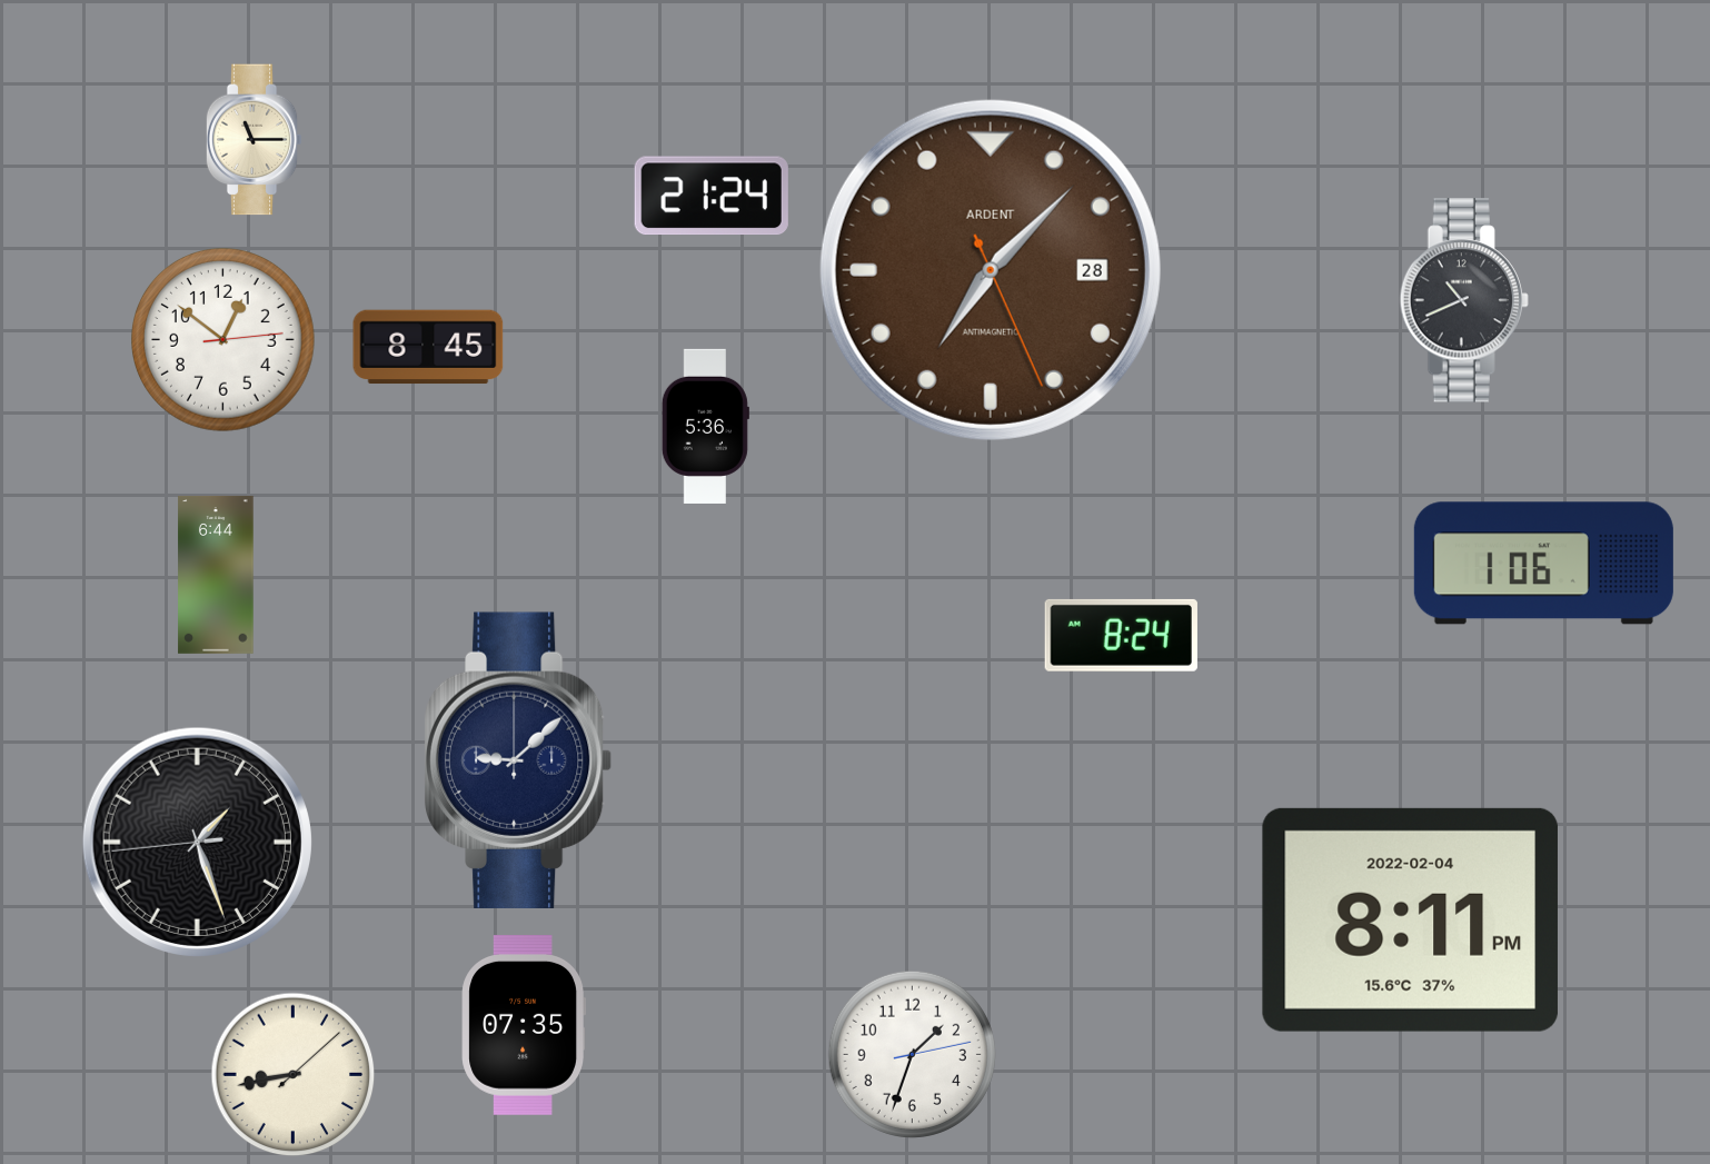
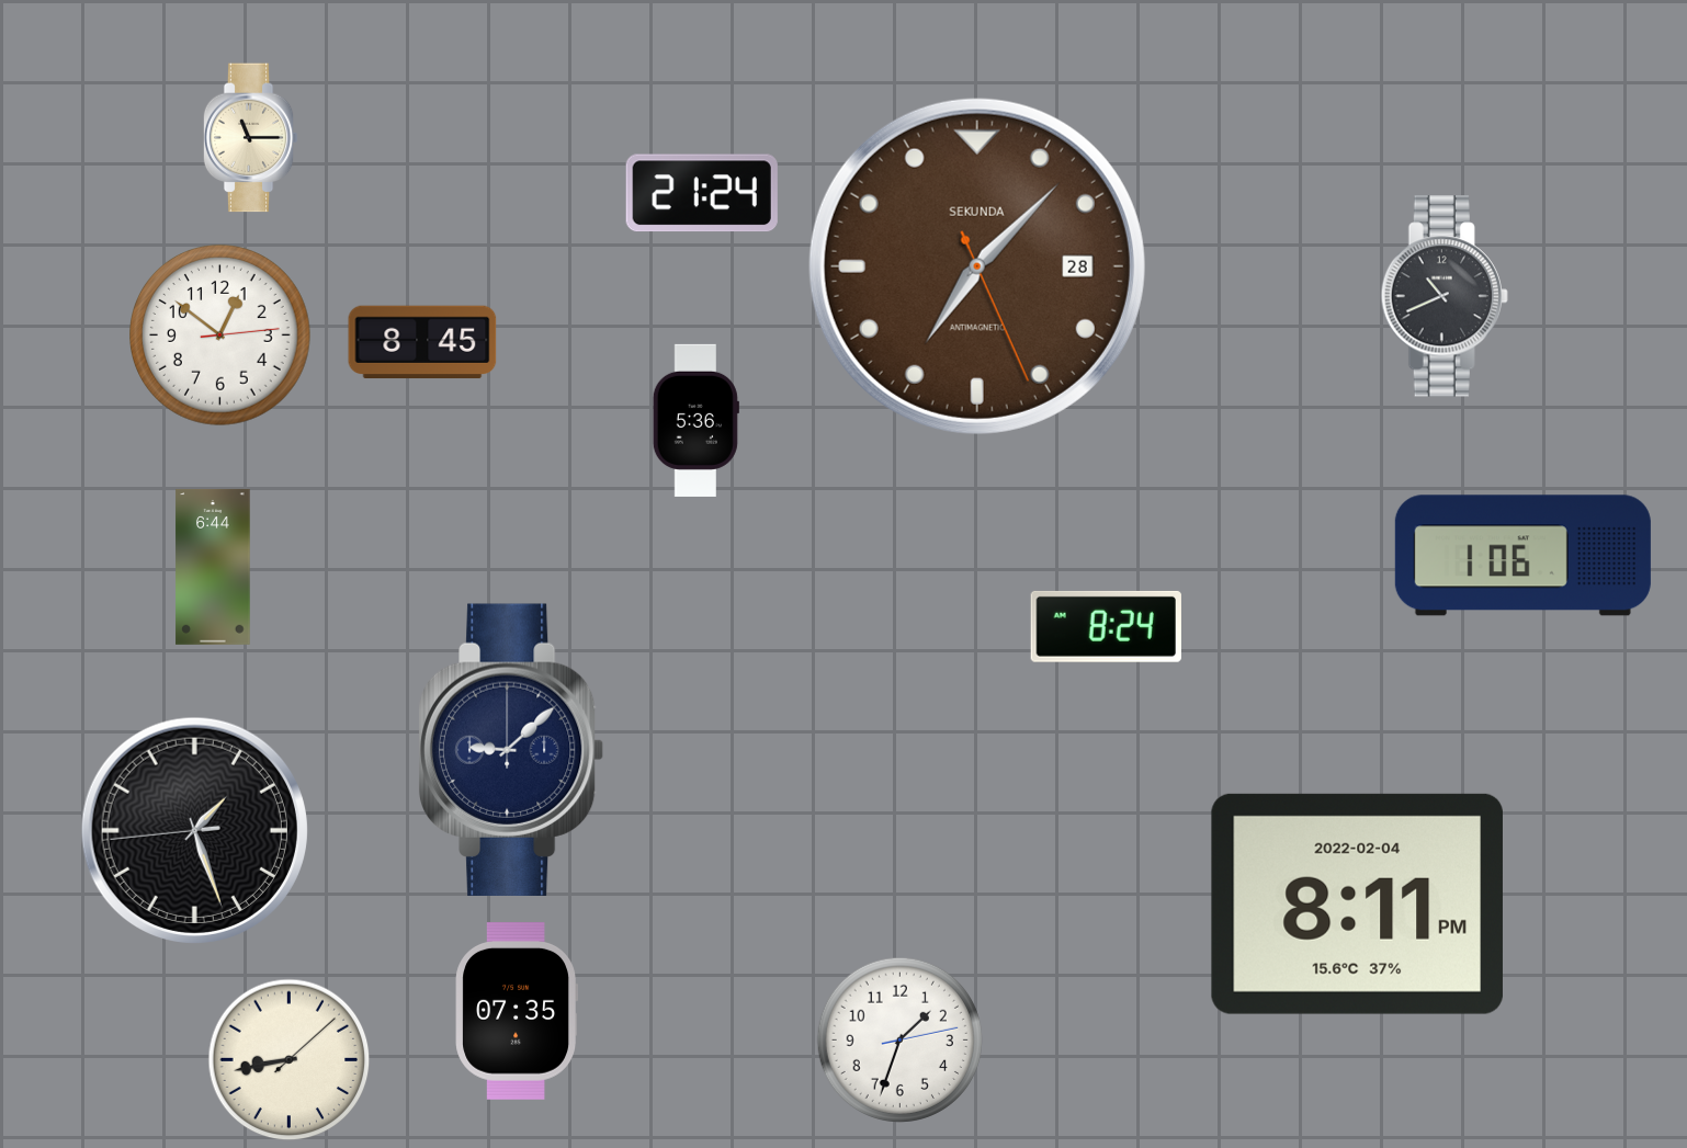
clock at (991, 270) brand: ARDENT -> SEKUNDA
clock at (1410, 919) position: (1410, 919) -> (1357, 903)
